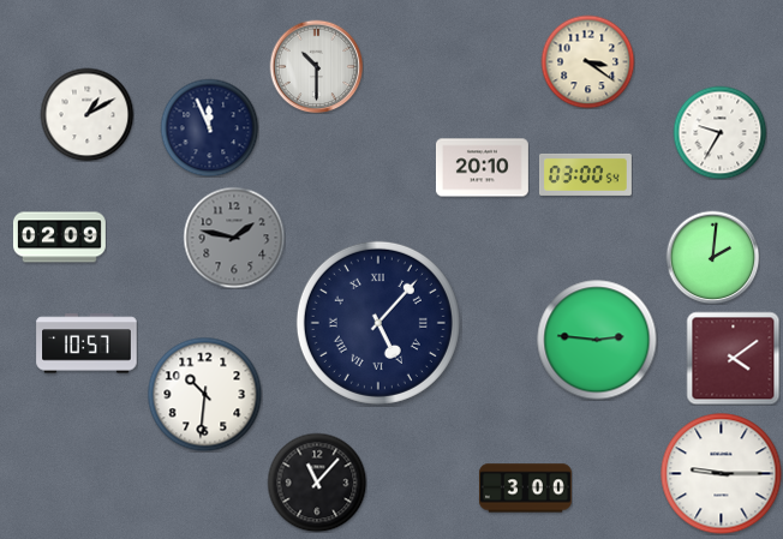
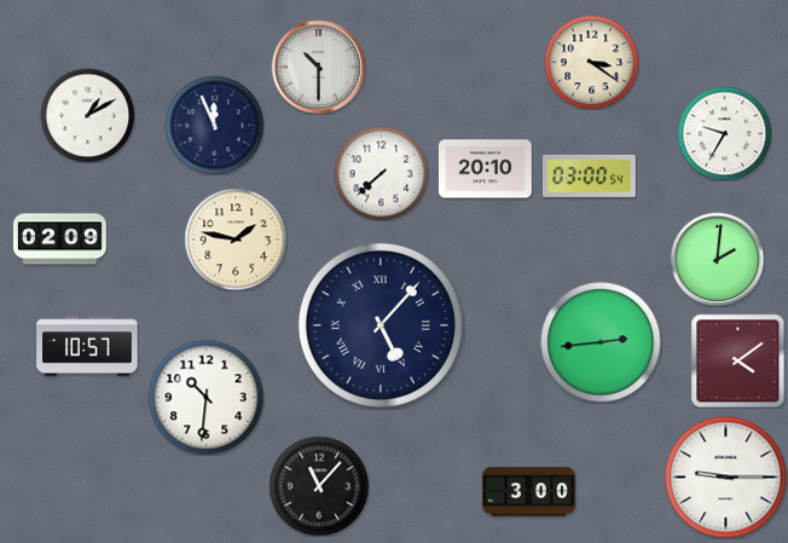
clock at (209, 127) position: (209, 127) -> (214, 125)
clock at (381, 173): none -> 7:38
clock at (234, 238) dial: grey -> cream
clock at (597, 340): 2:46 -> 2:44
